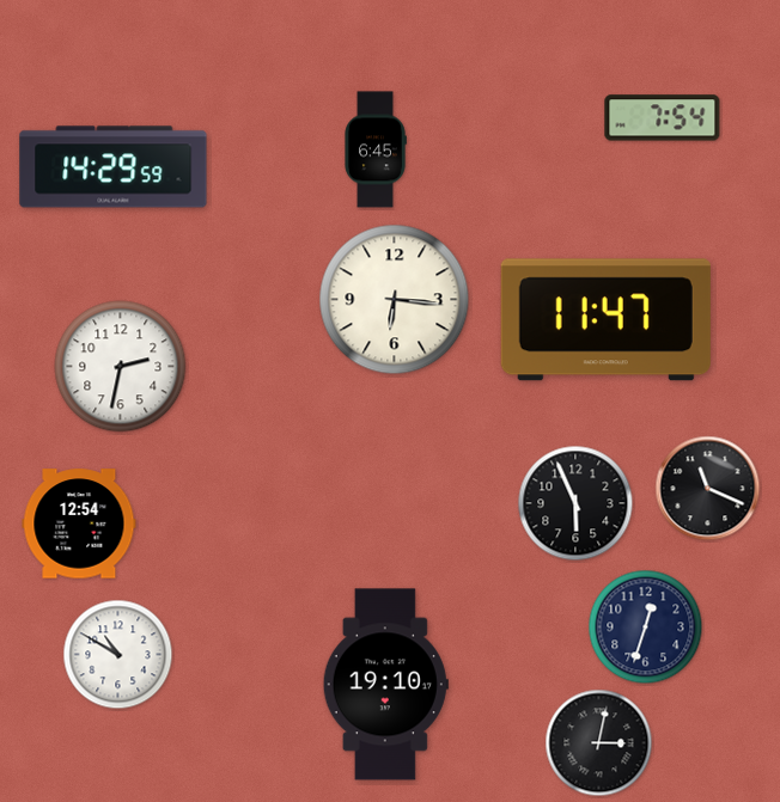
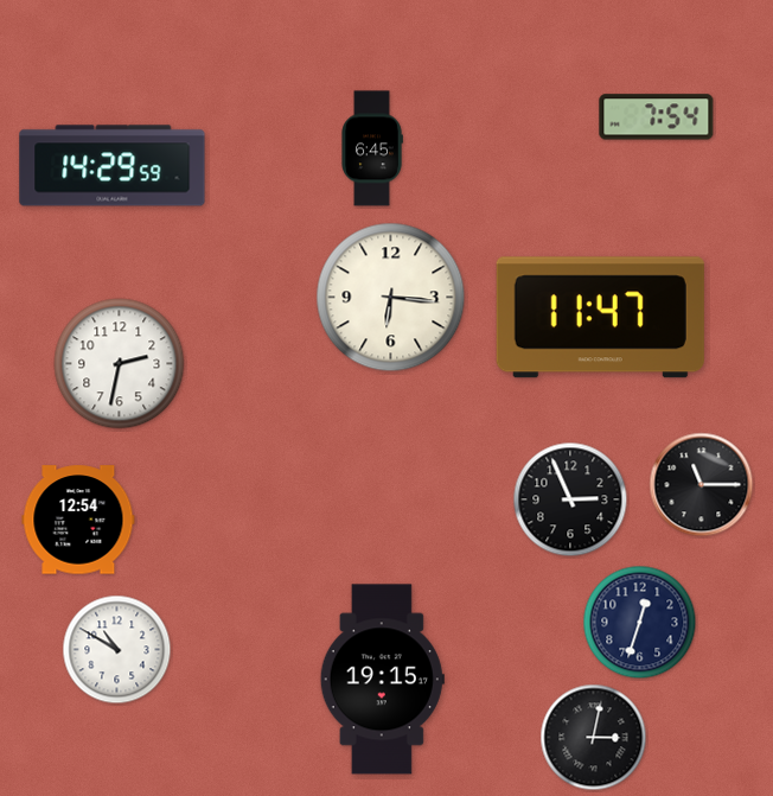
clock at (708, 489): 11:19 -> 11:15
clock at (575, 503): 5:56 -> 2:56
clock at (385, 685): 19:10 -> 19:15
